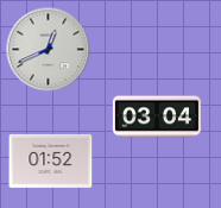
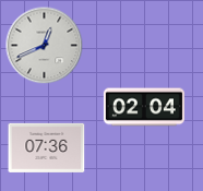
clock at (157, 116): 03:04 -> 02:04
clock at (51, 160): 01:52 -> 07:36
